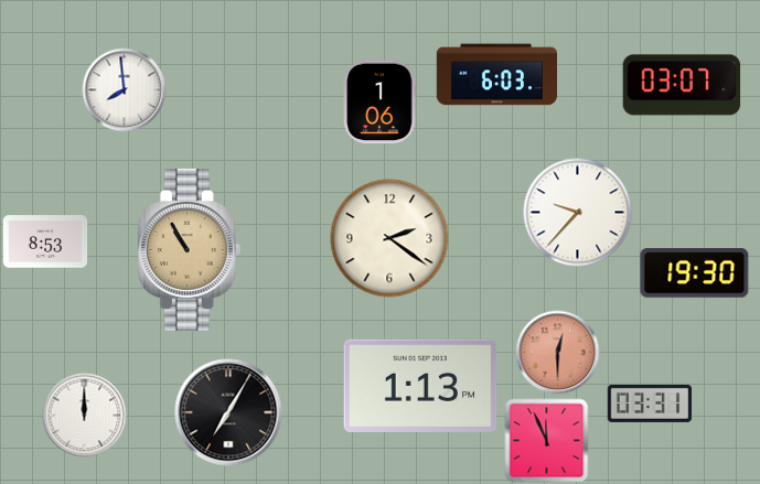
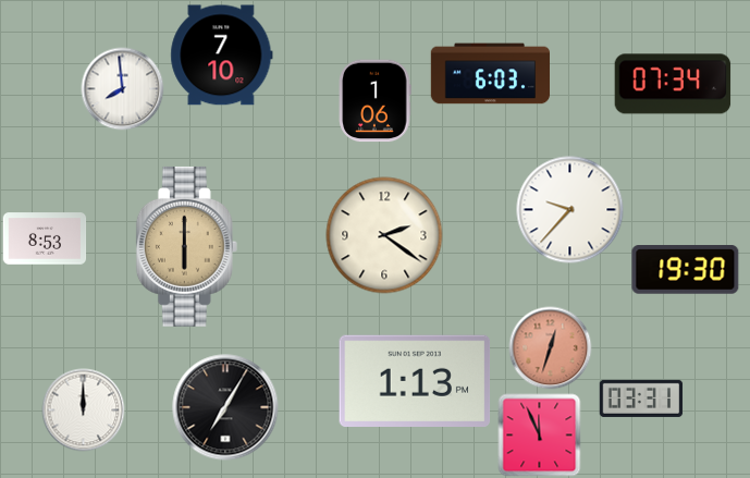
clock at (222, 56): none -> 7:10
clock at (682, 85): 03:07 -> 07:34
clock at (189, 249): 10:55 -> 6:00
clock at (558, 353): 12:30 -> 12:33
